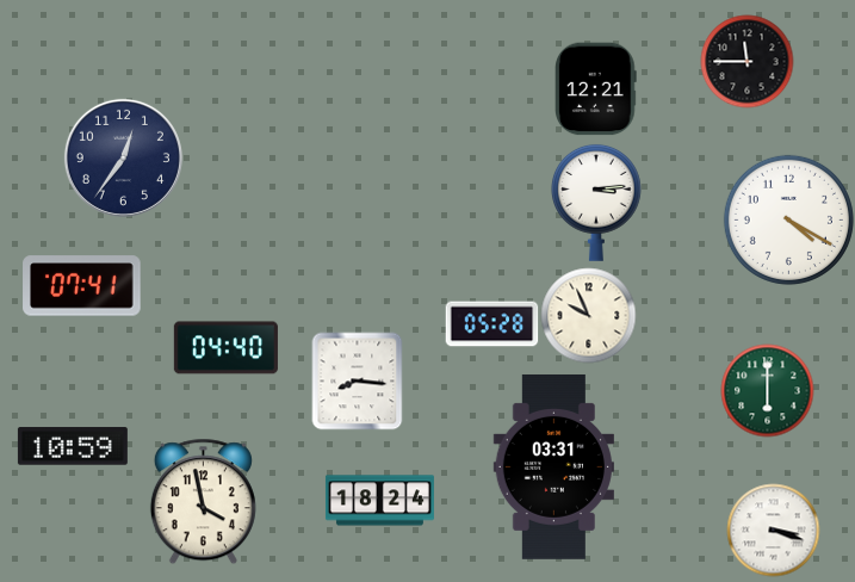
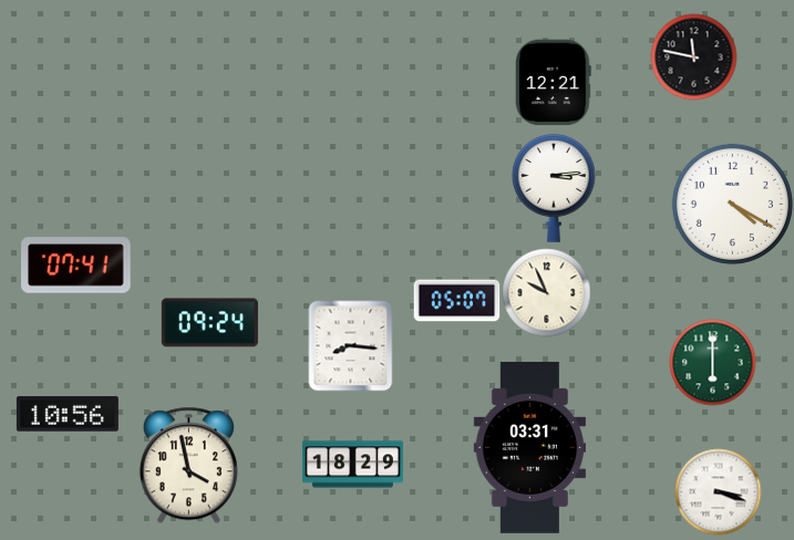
clock at (746, 61): 11:45 -> 11:47
clock at (123, 157): 12:36 -> none
clock at (491, 324): 05:28 -> 05:07
clock at (225, 348): 04:40 -> 09:24
clock at (358, 380) position: (358, 380) -> (351, 345)
clock at (73, 446): 10:59 -> 10:56
clock at (553, 466) position: (553, 466) -> (529, 447)
clock at (379, 501): 18:24 -> 18:29
